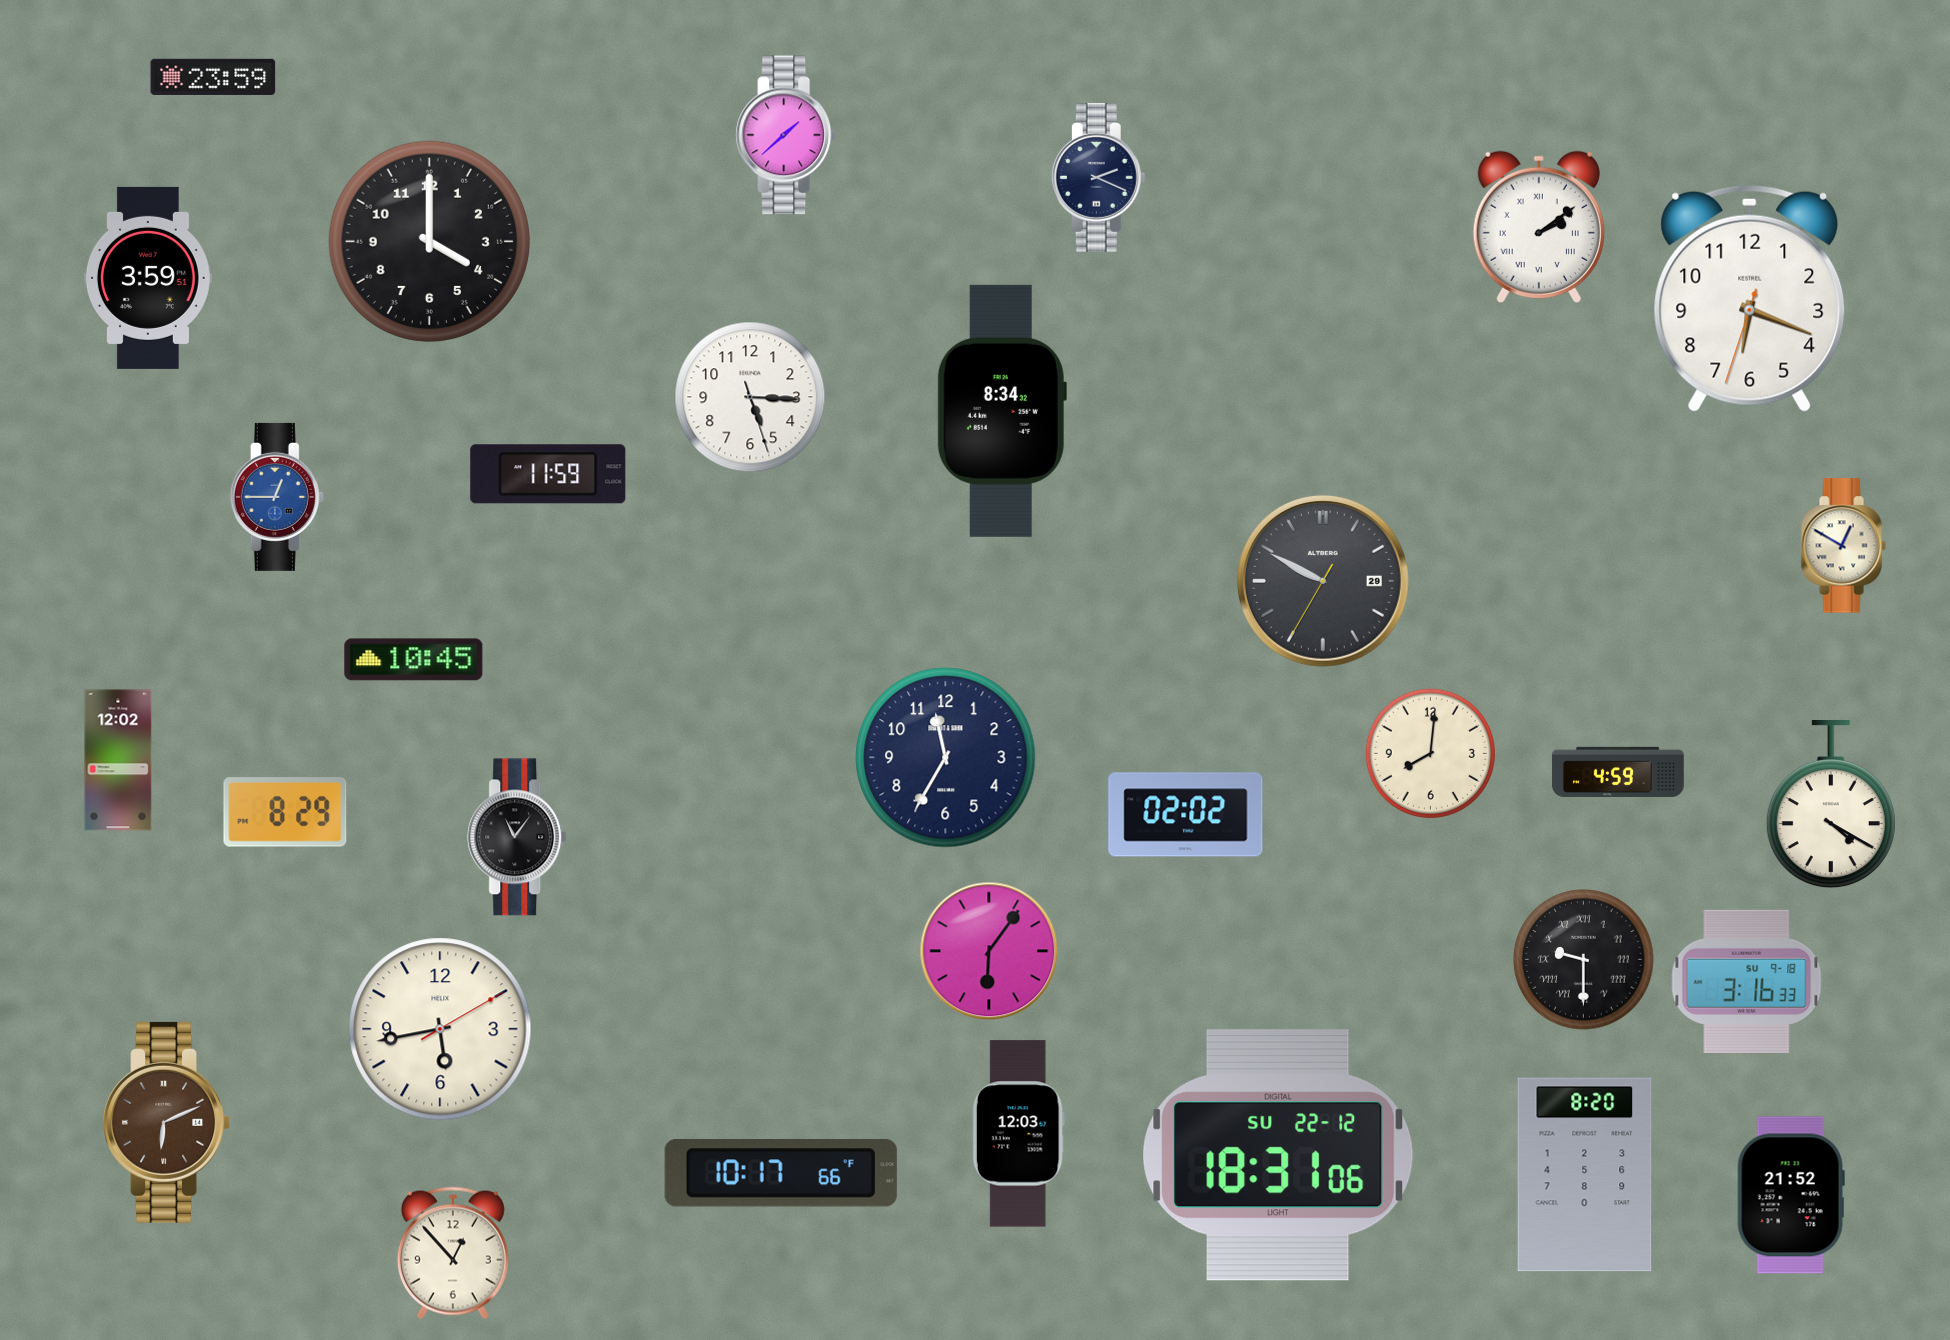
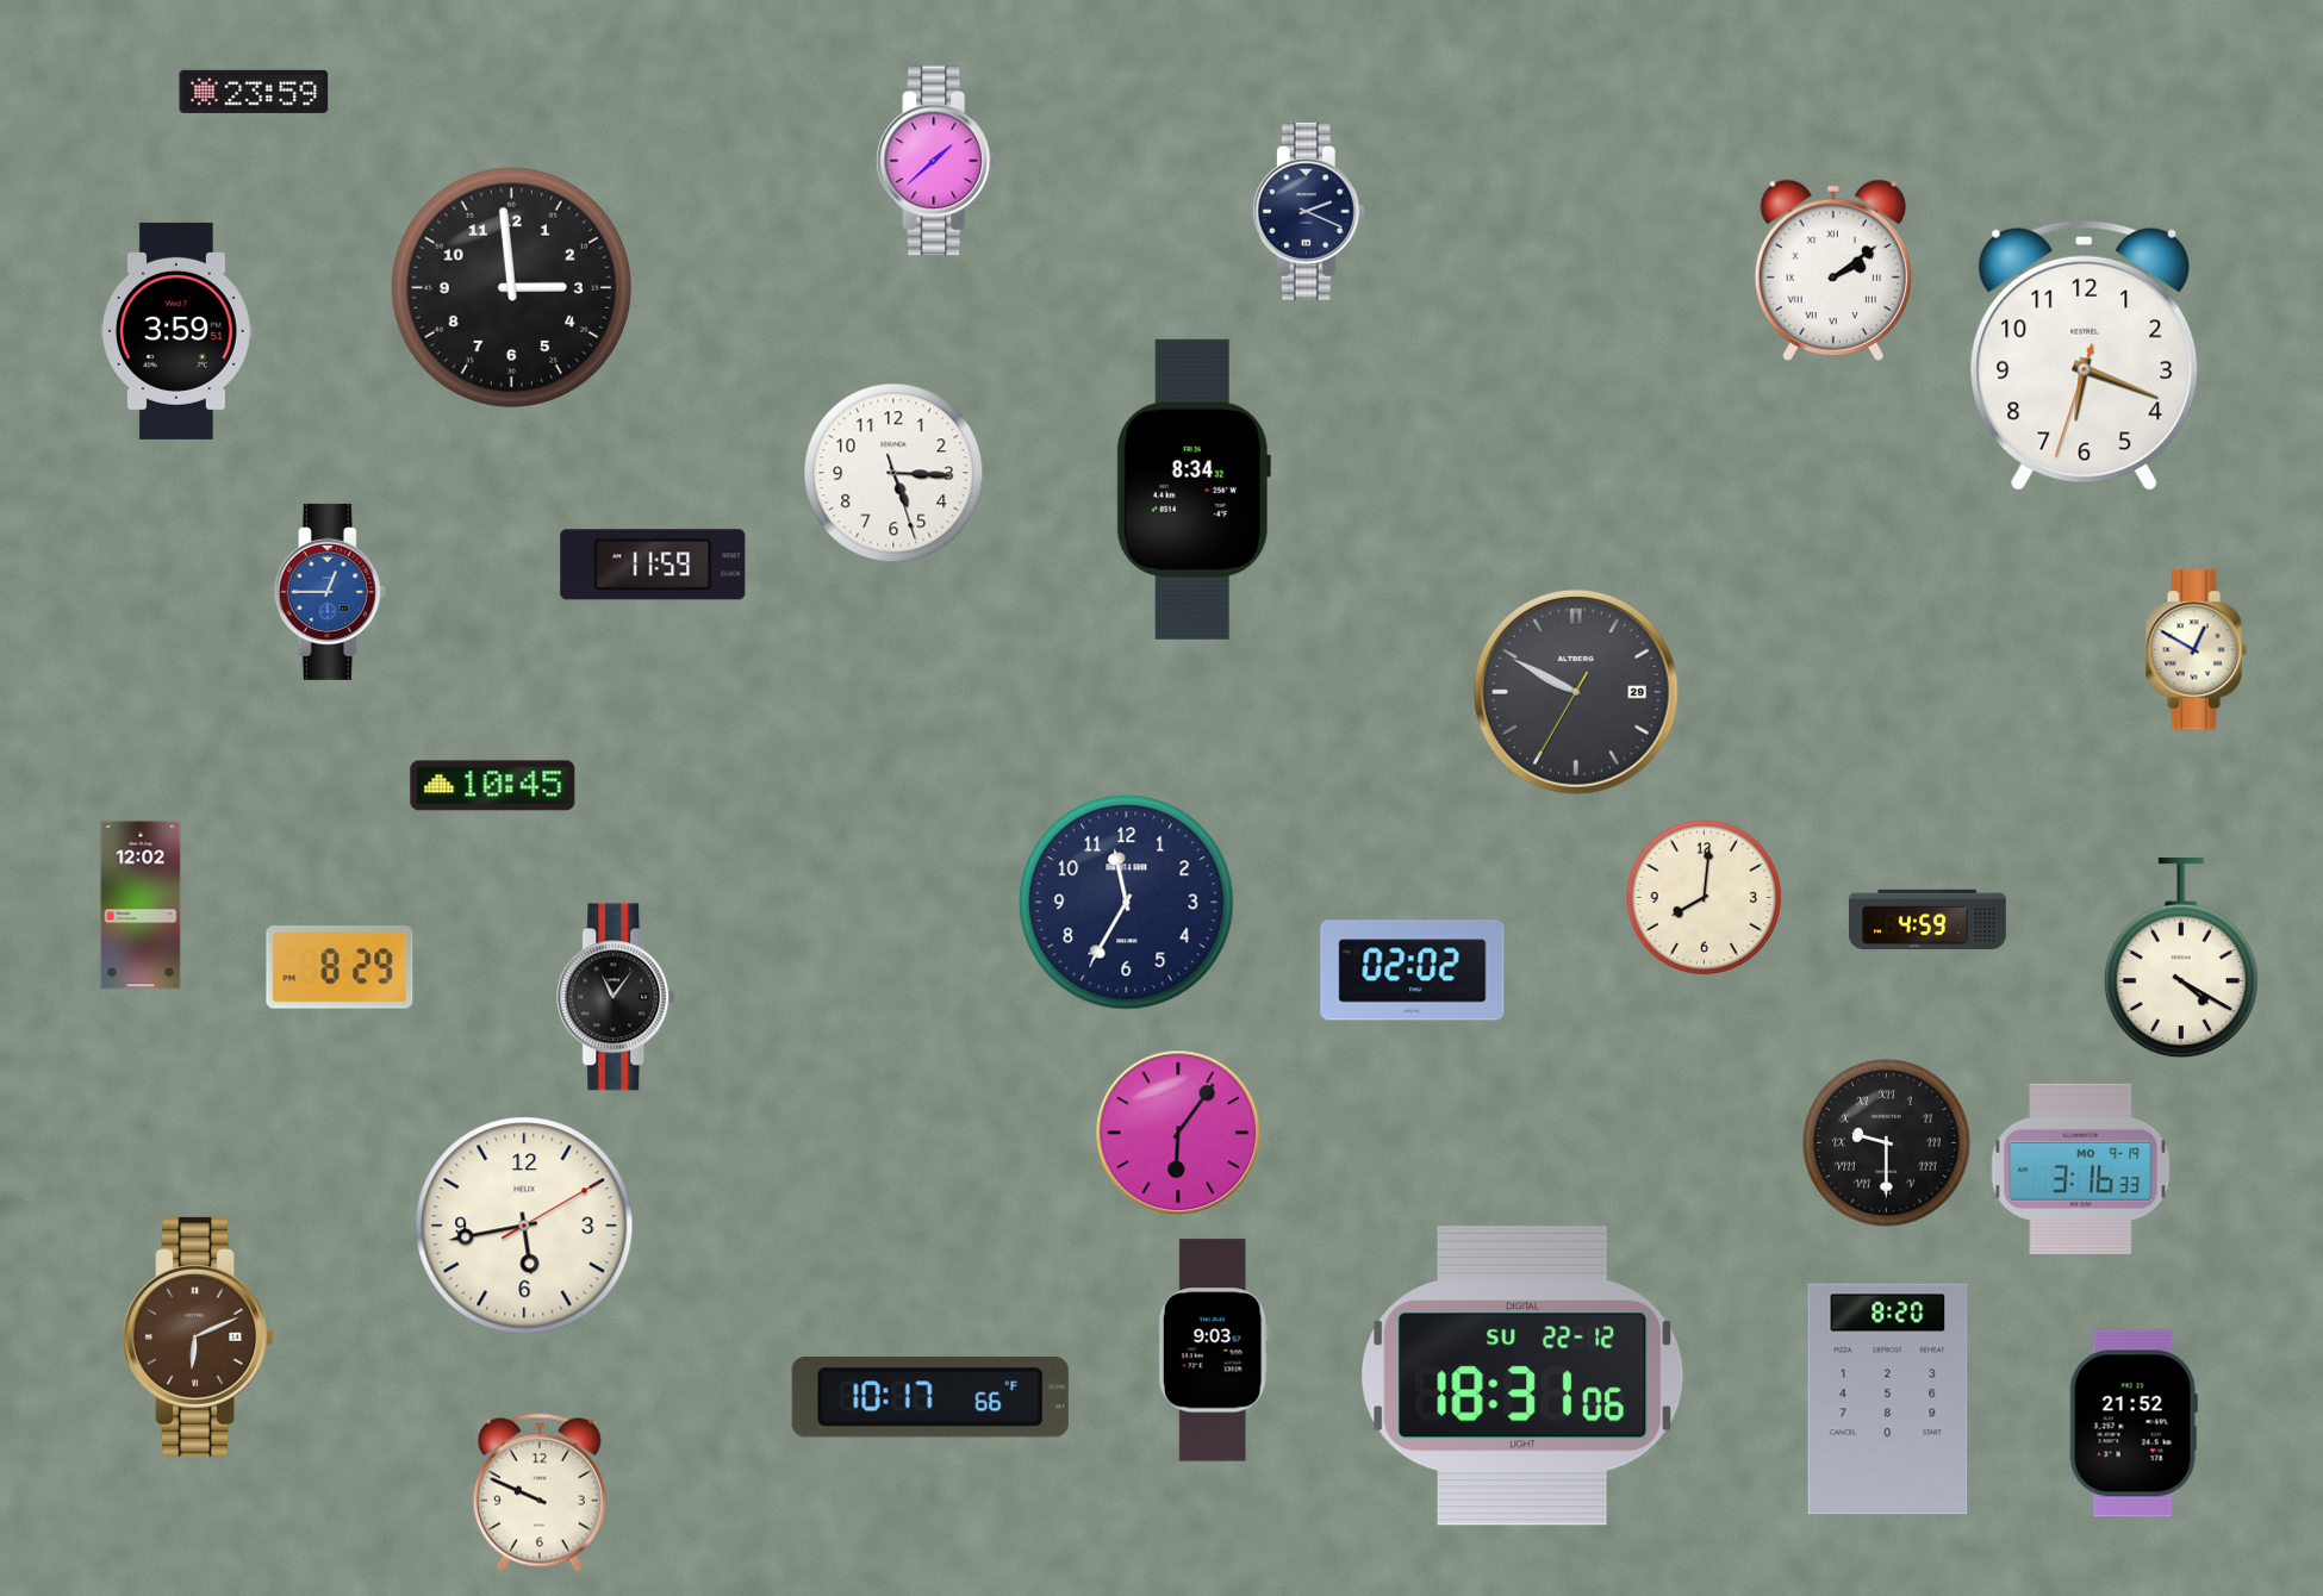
clock at (429, 241): 4:00 -> 2:59
clock at (1747, 981) date: SU 9-18 -> MO 9-19
clock at (1018, 1134): 12:03 -> 9:03
clock at (453, 1253): 12:53 -> 9:49
